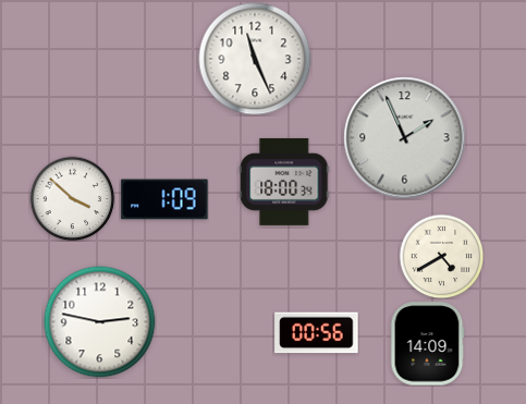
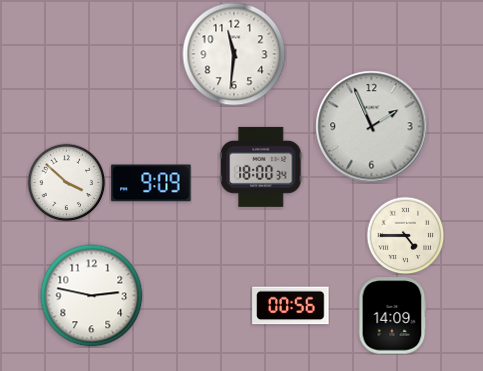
clock at (255, 59): 11:26 -> 11:31
clock at (164, 199): 1:09 -> 9:09
clock at (441, 256): 4:40 -> 4:45
